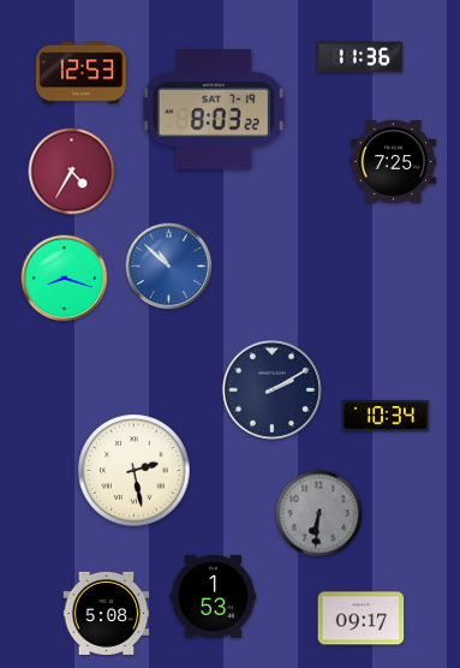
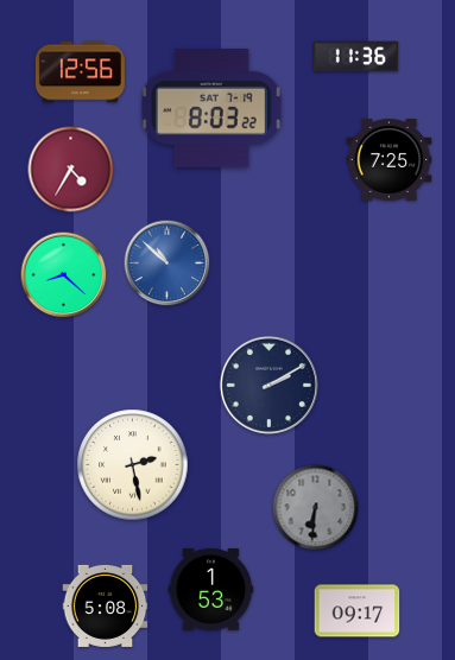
clock at (80, 73): 12:53 -> 12:56
clock at (65, 279): 8:18 -> 8:22
clock at (386, 416): 10:34 -> none
